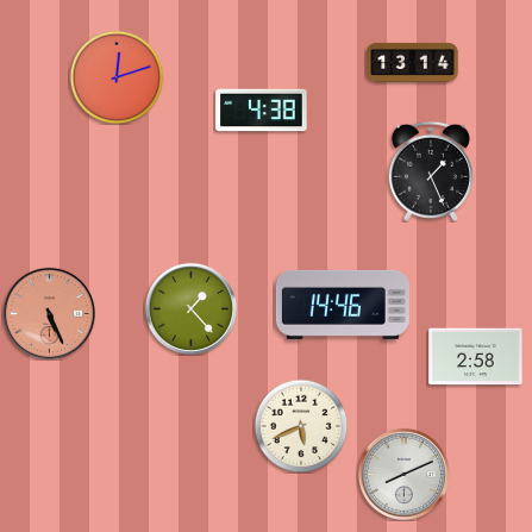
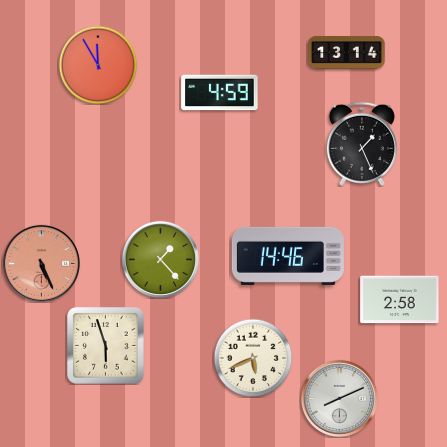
clock at (117, 77): 12:12 -> 11:55
clock at (262, 111): 4:38 -> 4:59
clock at (106, 346): none -> 5:57
